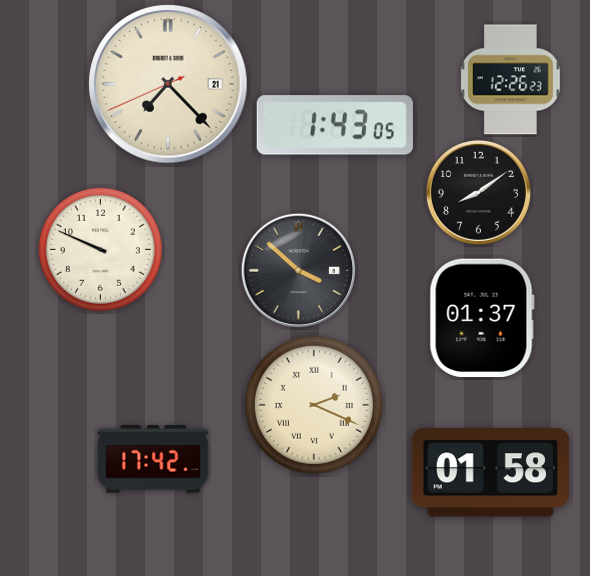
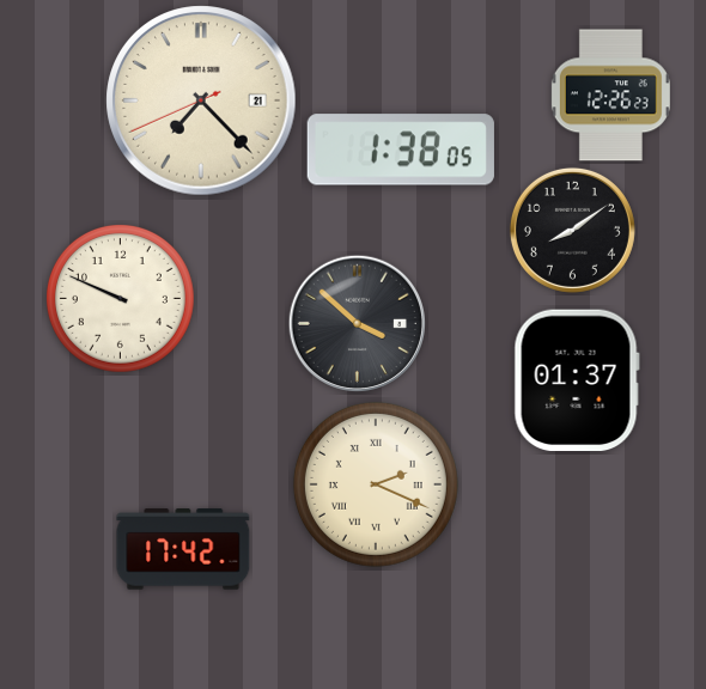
clock at (335, 125): 1:43 -> 1:38
clock at (490, 473): 01:58 -> none
